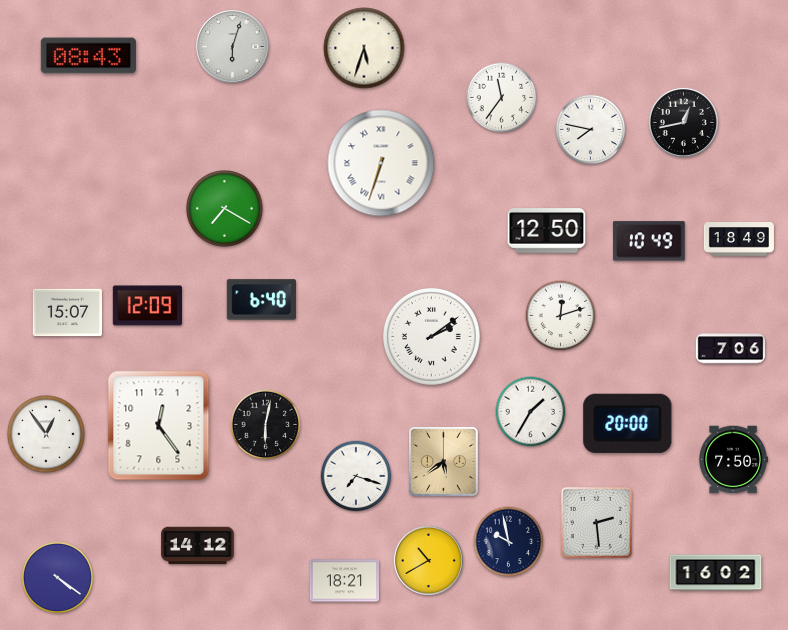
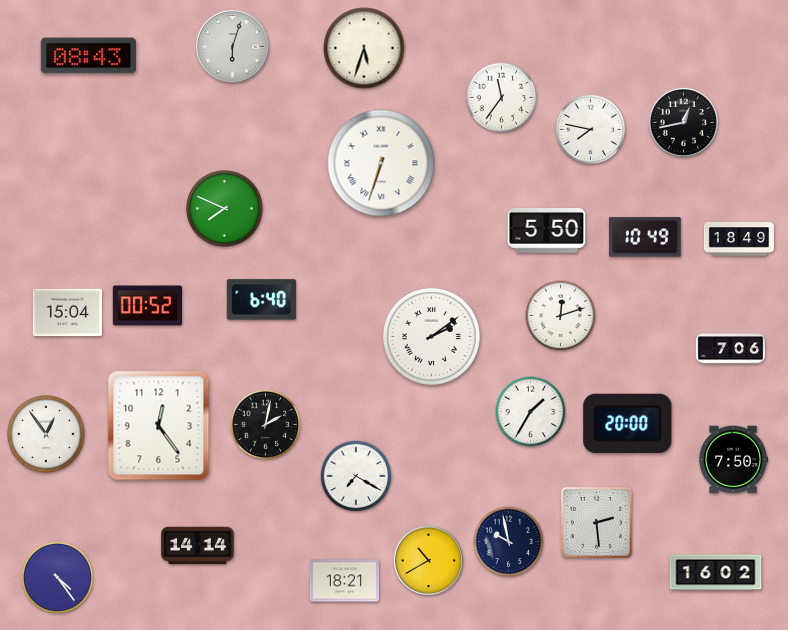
clock at (225, 209): 7:20 -> 7:49
clock at (547, 231): 12:50 -> 5:50
clock at (650, 241) position: (650, 241) -> (646, 237)
clock at (147, 306): 12:09 -> 00:52
clock at (67, 313): 15:07 -> 15:04
clock at (266, 425): 6:02 -> 2:02
clock at (444, 462): 5:39 -> none
clock at (356, 476): 7:18 -> 7:20
clock at (198, 546): 14:12 -> 14:14
clock at (58, 578): 4:21 -> 4:24
